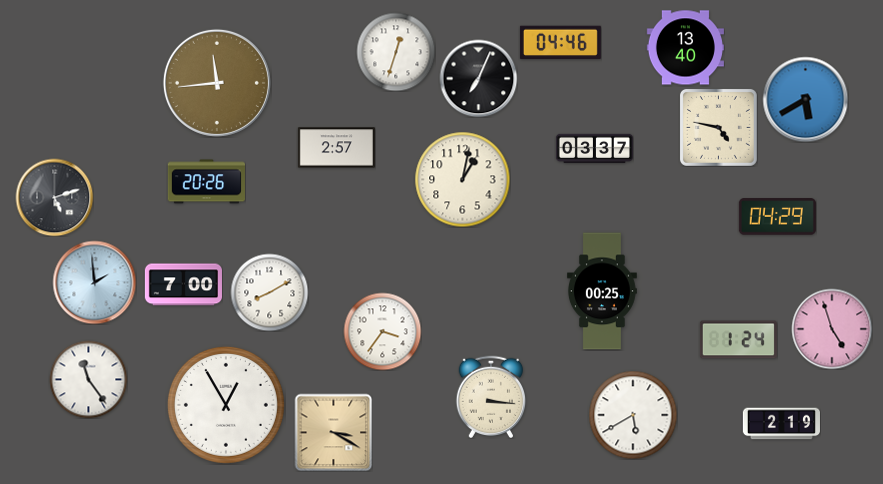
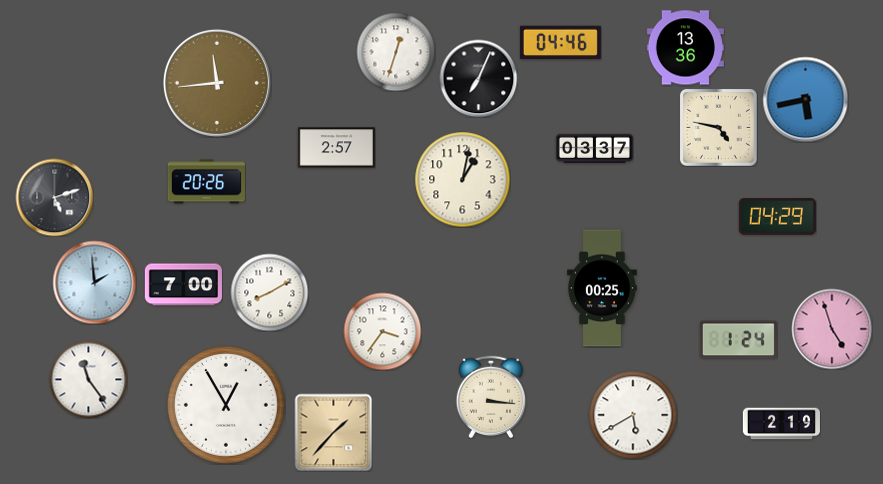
clock at (685, 48): 13:40 -> 13:36
clock at (805, 99): 5:40 -> 5:43
clock at (602, 291) position: (602, 291) -> (602, 288)
clock at (333, 432): 3:20 -> 1:37
